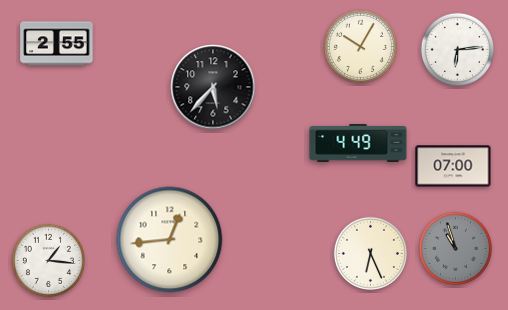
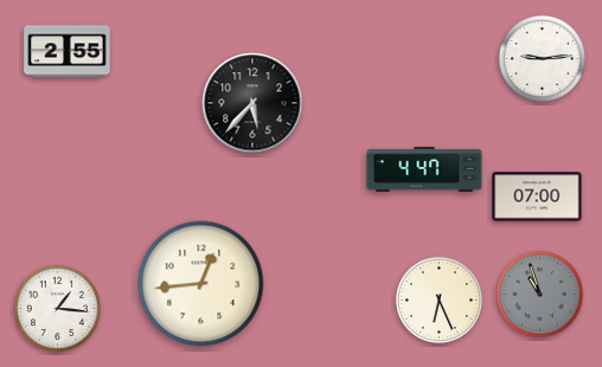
clock at (360, 46): 10:05 -> none
clock at (457, 49): 6:14 -> 9:14
clock at (358, 143): 4:49 -> 4:47
